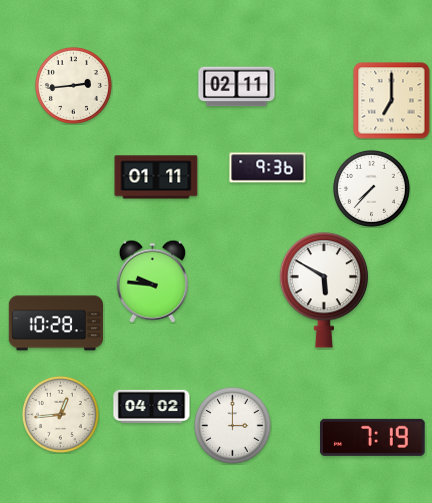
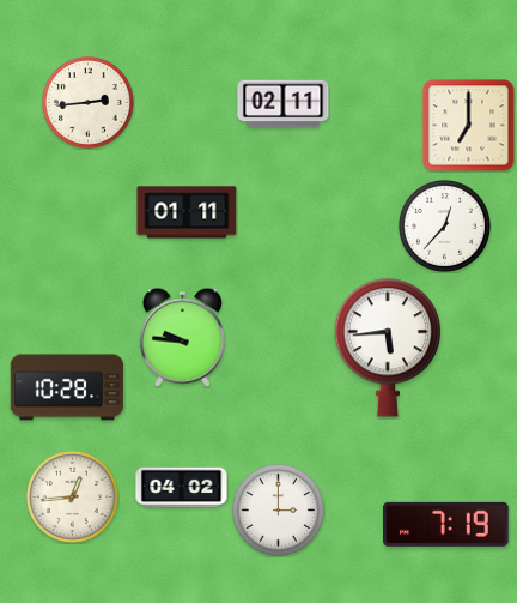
clock at (392, 101) position: (392, 101) -> (469, 126)
clock at (268, 168): 9:36 -> none
clock at (371, 188): 7:37 -> 12:37
clock at (323, 290): 5:50 -> 5:44
